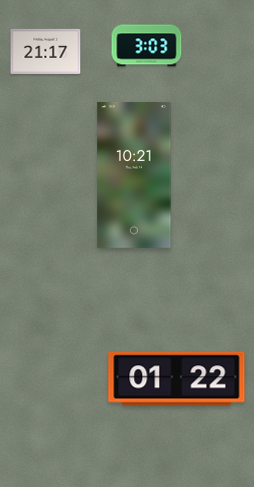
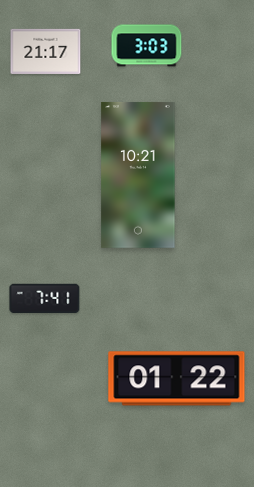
clock at (134, 175) position: (134, 175) -> (138, 175)
clock at (45, 298): none -> 7:41
